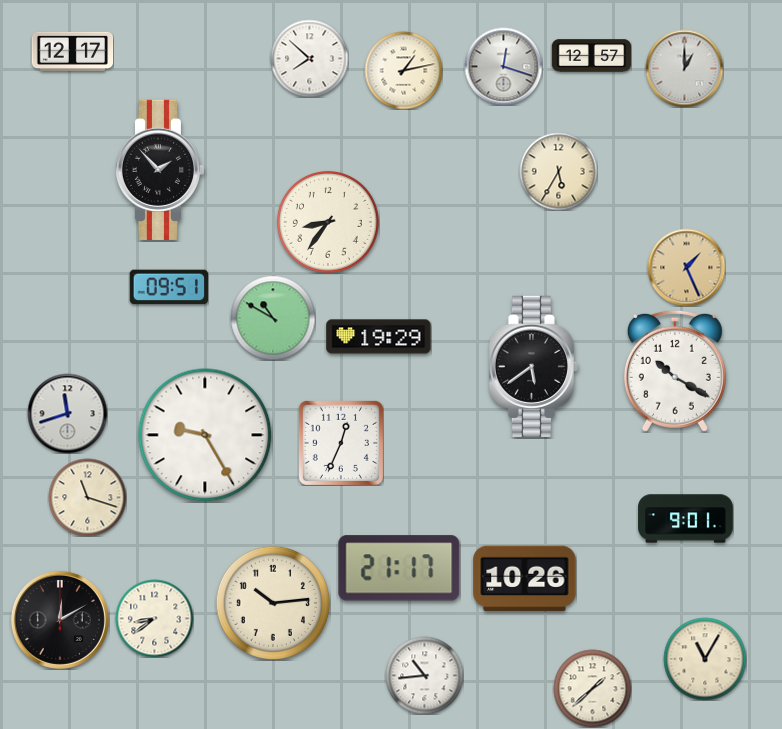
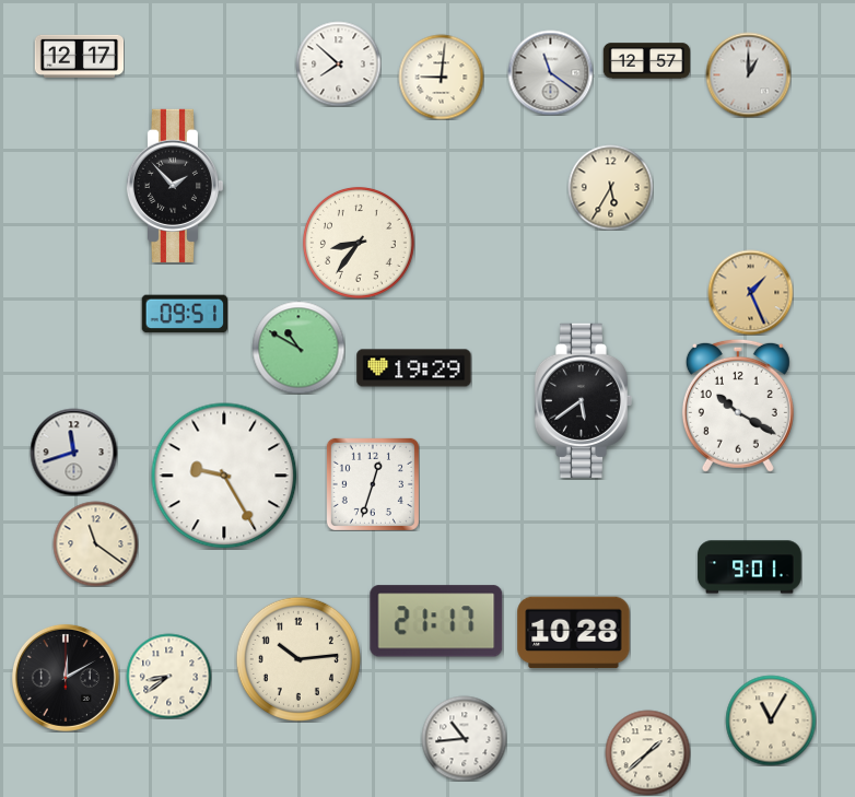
clock at (503, 66): 12:18 -> 11:21
clock at (403, 70): 1:13 -> 9:01
clock at (341, 443): 12:34 -> 12:33
clock at (87, 497): 11:18 -> 11:21
clock at (525, 579): 10:26 -> 10:28
